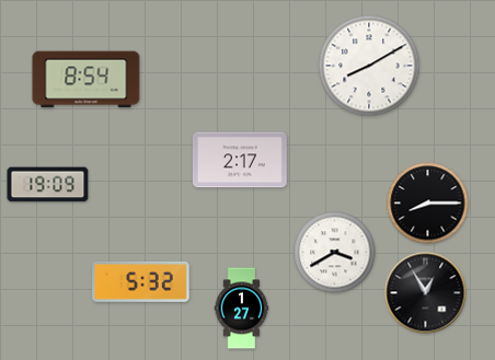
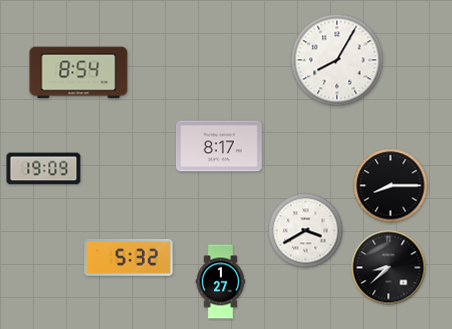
clock at (369, 66): 8:10 -> 8:05
clock at (240, 160): 2:17 -> 8:17
clock at (426, 293): 12:55 -> 8:38
